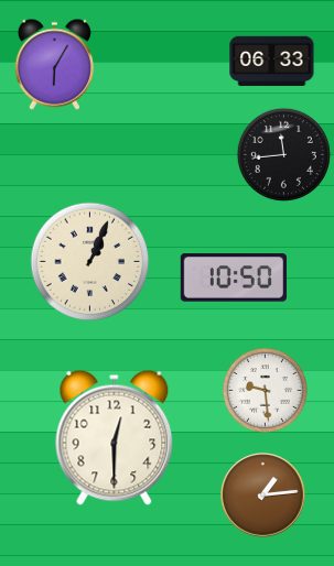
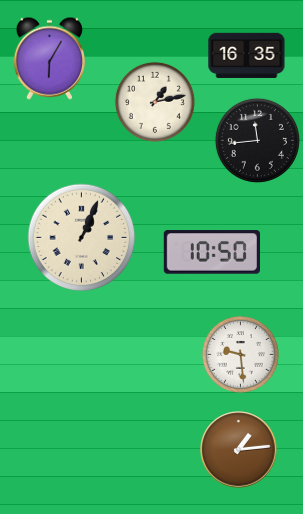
clock at (272, 61): 06:33 -> 16:35
clock at (155, 102): none -> 1:13
clock at (115, 437): 12:30 -> none
